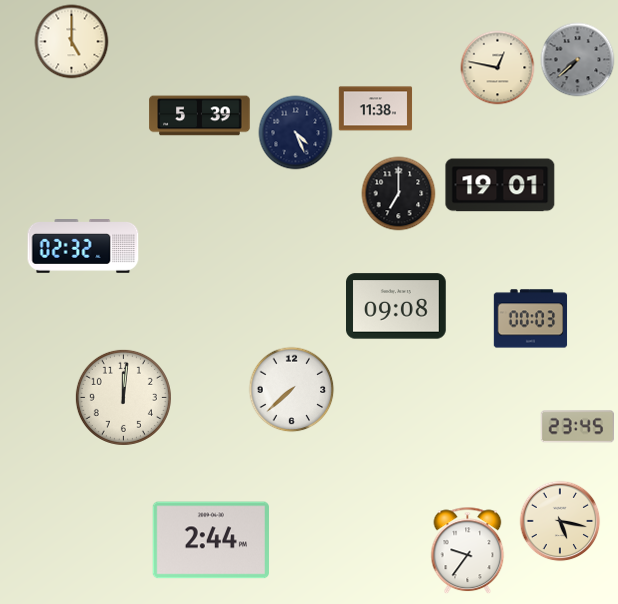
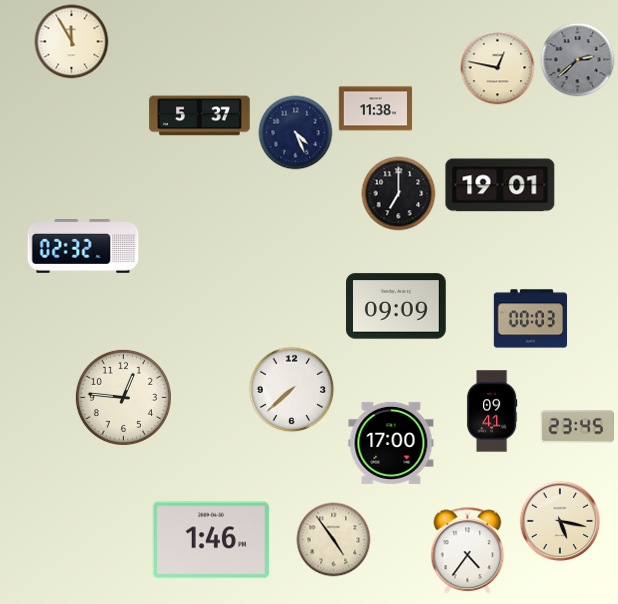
clock at (72, 42): 5:00 -> 11:55
clock at (578, 60): 7:38 -> 2:38
clock at (200, 116): 5:39 -> 5:37
clock at (397, 306): 09:08 -> 09:09
clock at (123, 397): 12:01 -> 12:46
clock at (492, 411): none -> 09:41
clock at (391, 443): none -> 17:00
clock at (211, 540): 2:44 -> 1:46
clock at (334, 540): none -> 4:54
clock at (468, 551): 9:36 -> 4:36
